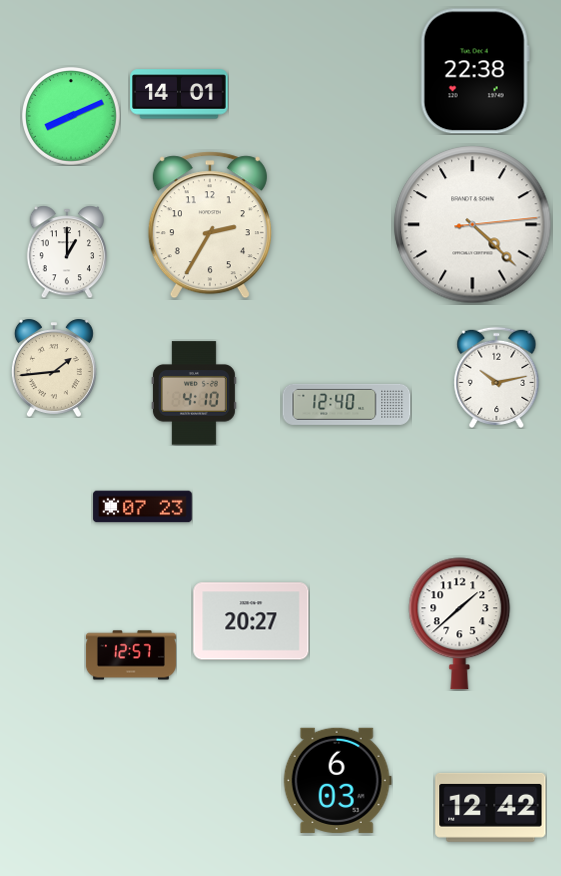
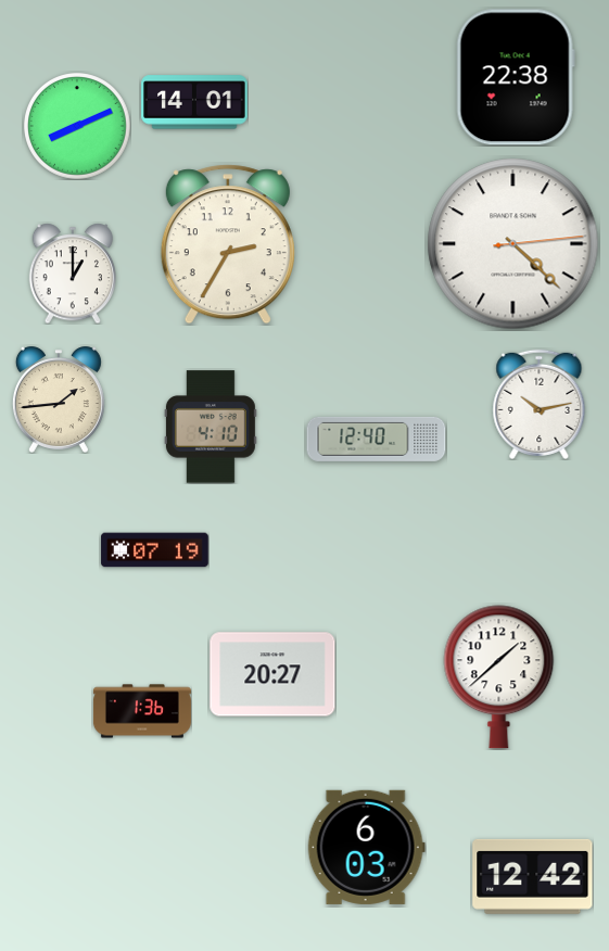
clock at (497, 377) position: (497, 377) -> (540, 404)
clock at (143, 507): 07:23 -> 07:19
clock at (131, 655): 12:57 -> 1:36
